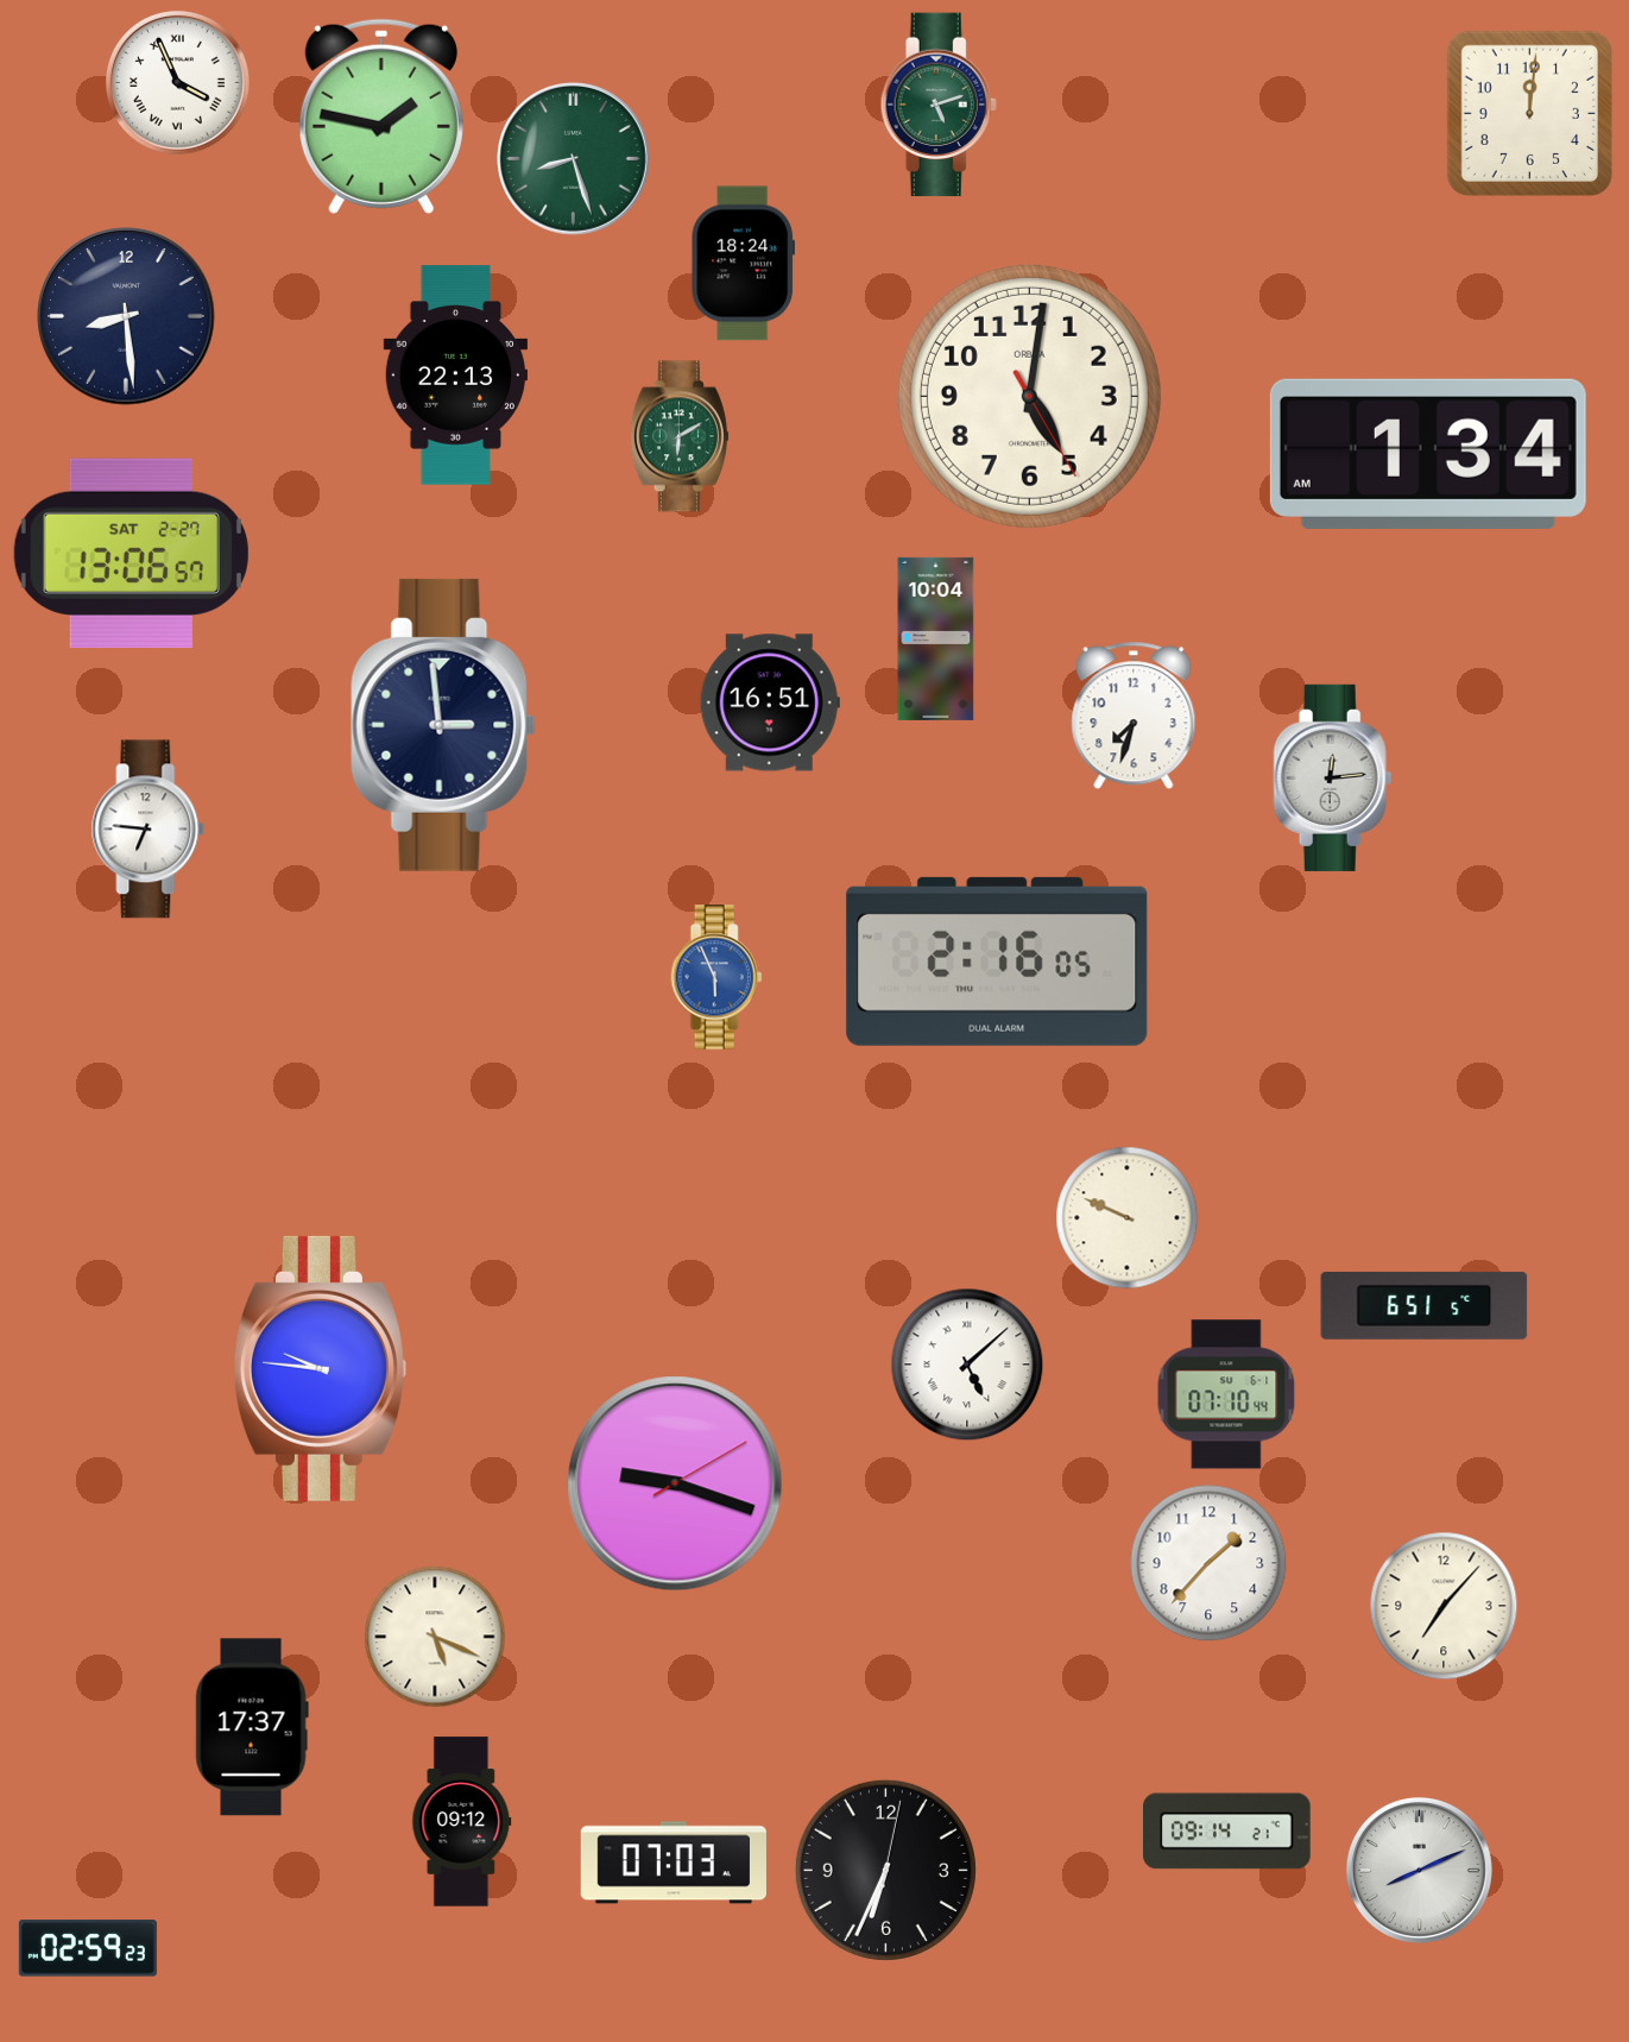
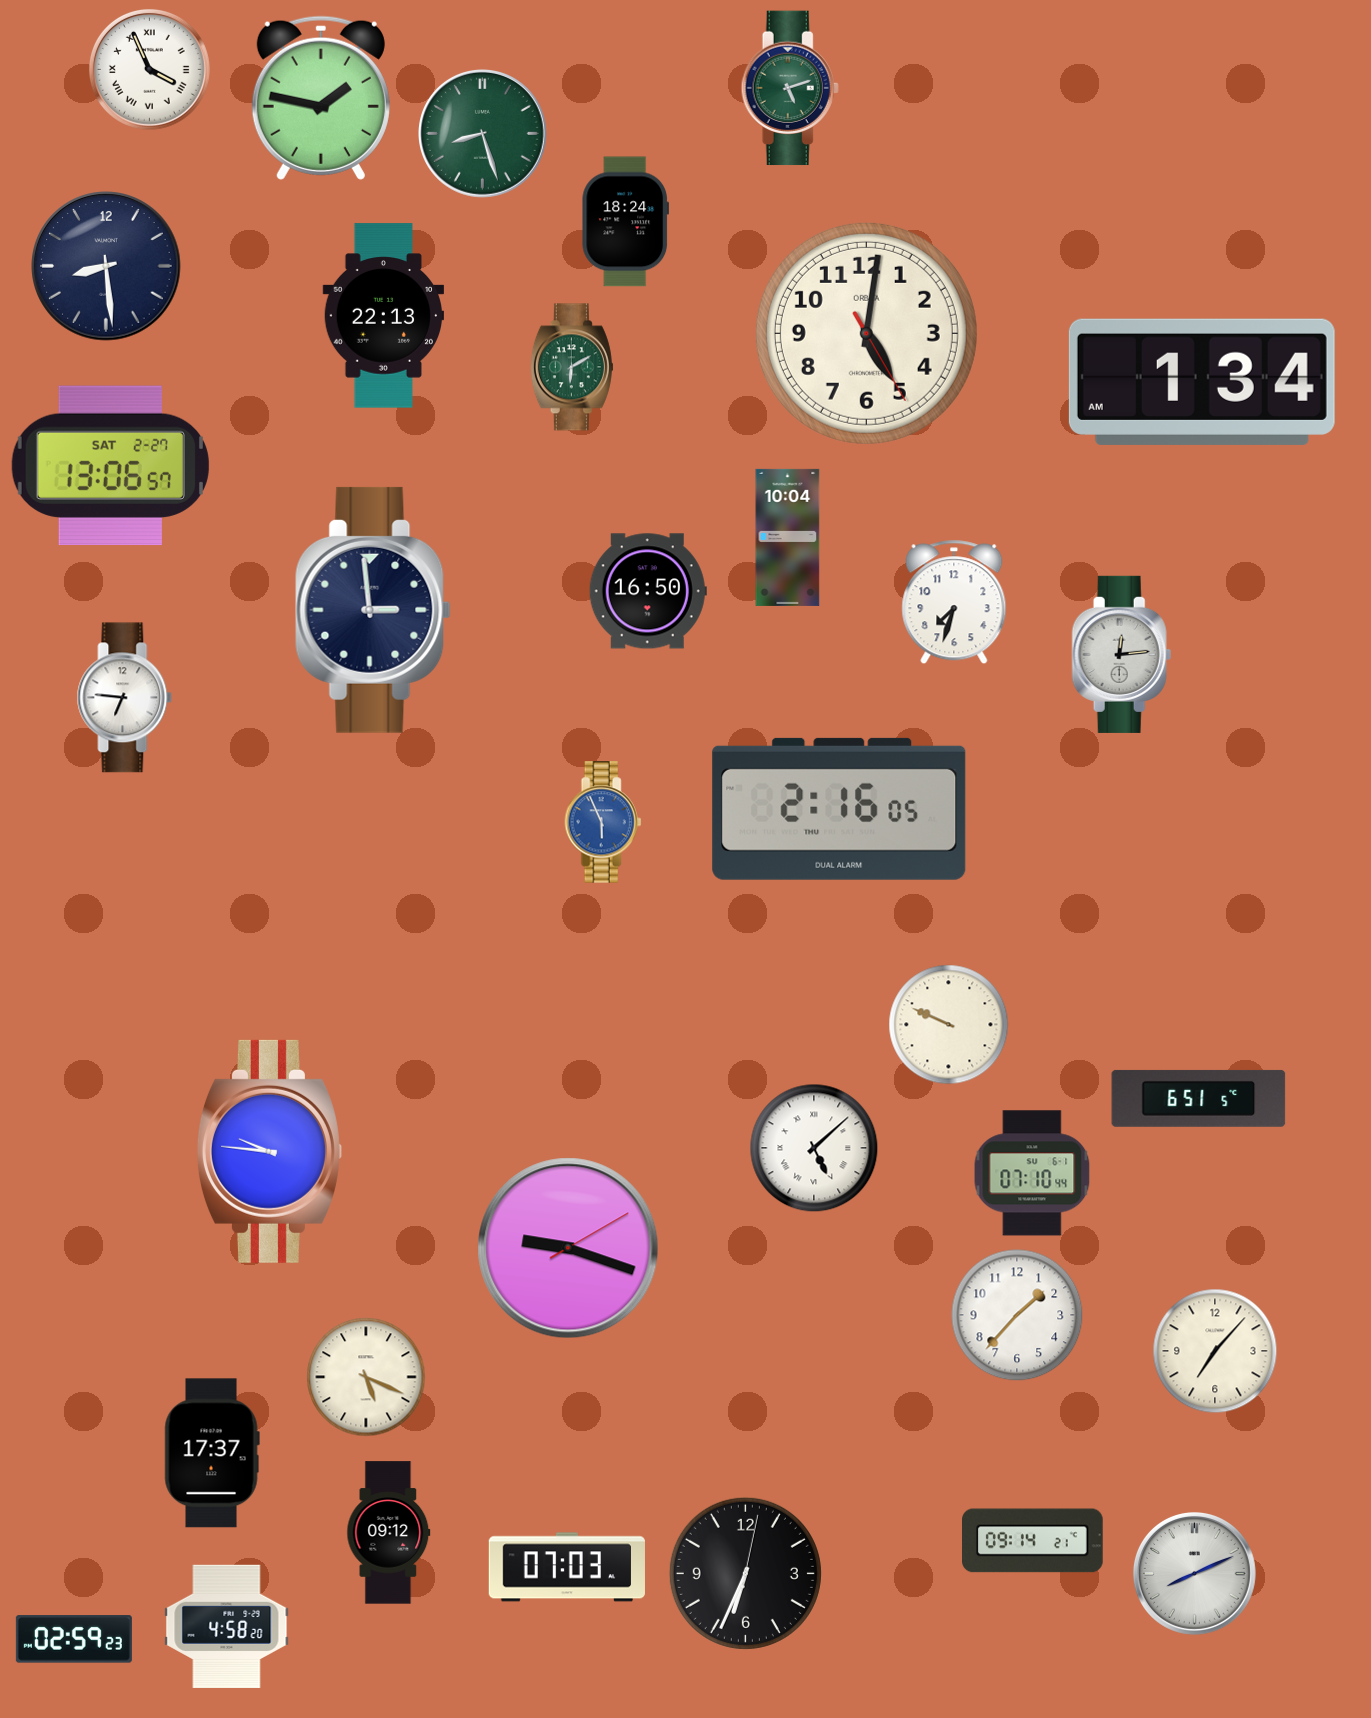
clock at (1529, 113): 12:01 -> none
clock at (770, 702): 16:51 -> 16:50
clock at (227, 1626): none -> 4:58
